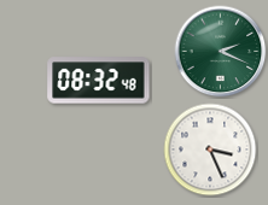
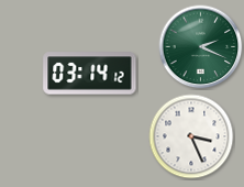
clock at (99, 81): 08:32 -> 03:14
